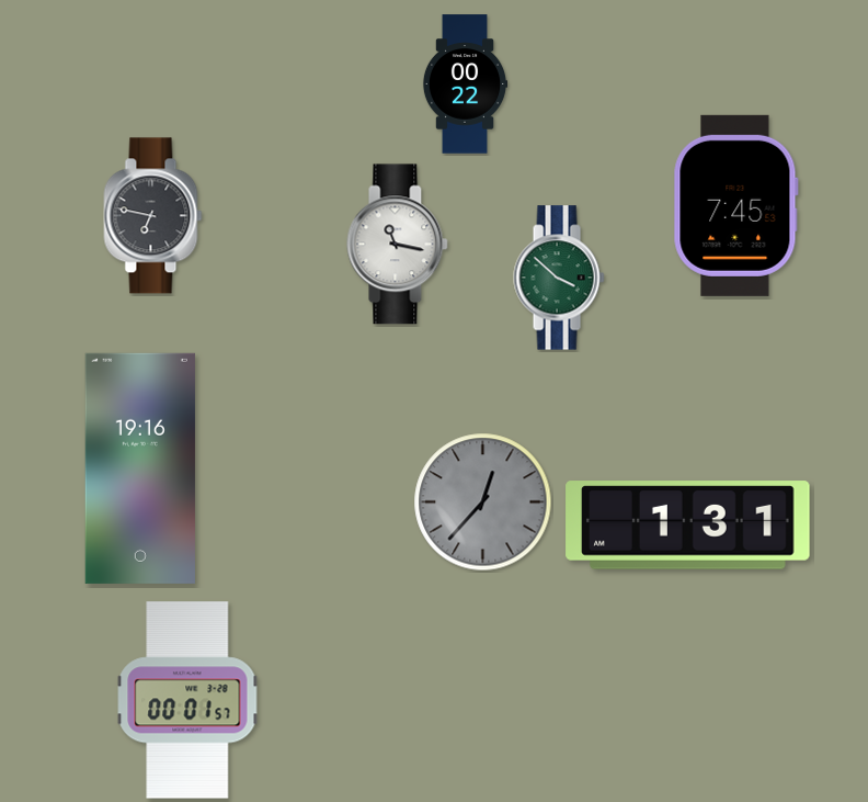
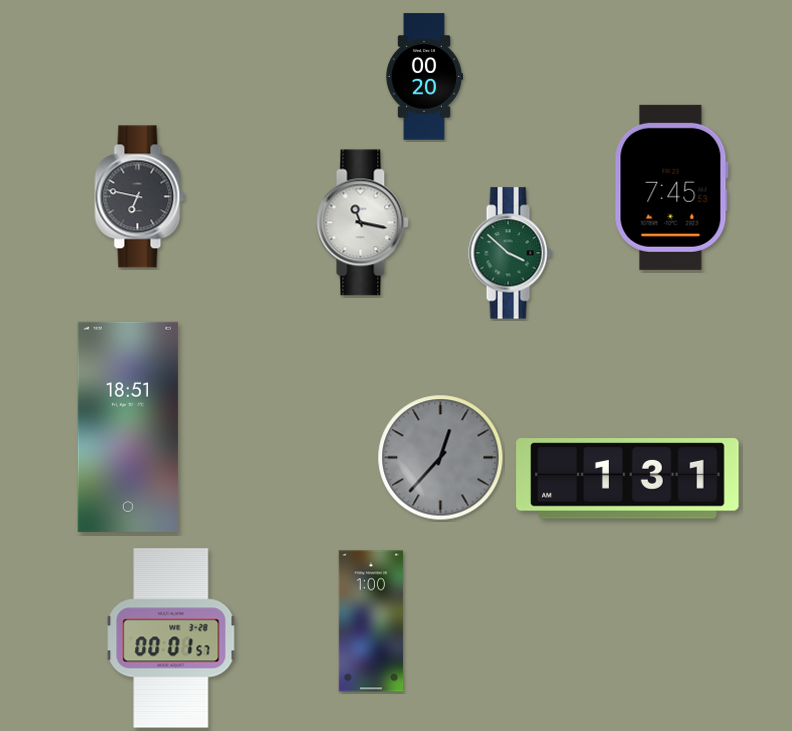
clock at (465, 84): 00:22 -> 00:20
clock at (140, 468): 19:16 -> 18:51
clock at (371, 621): none -> 1:00
